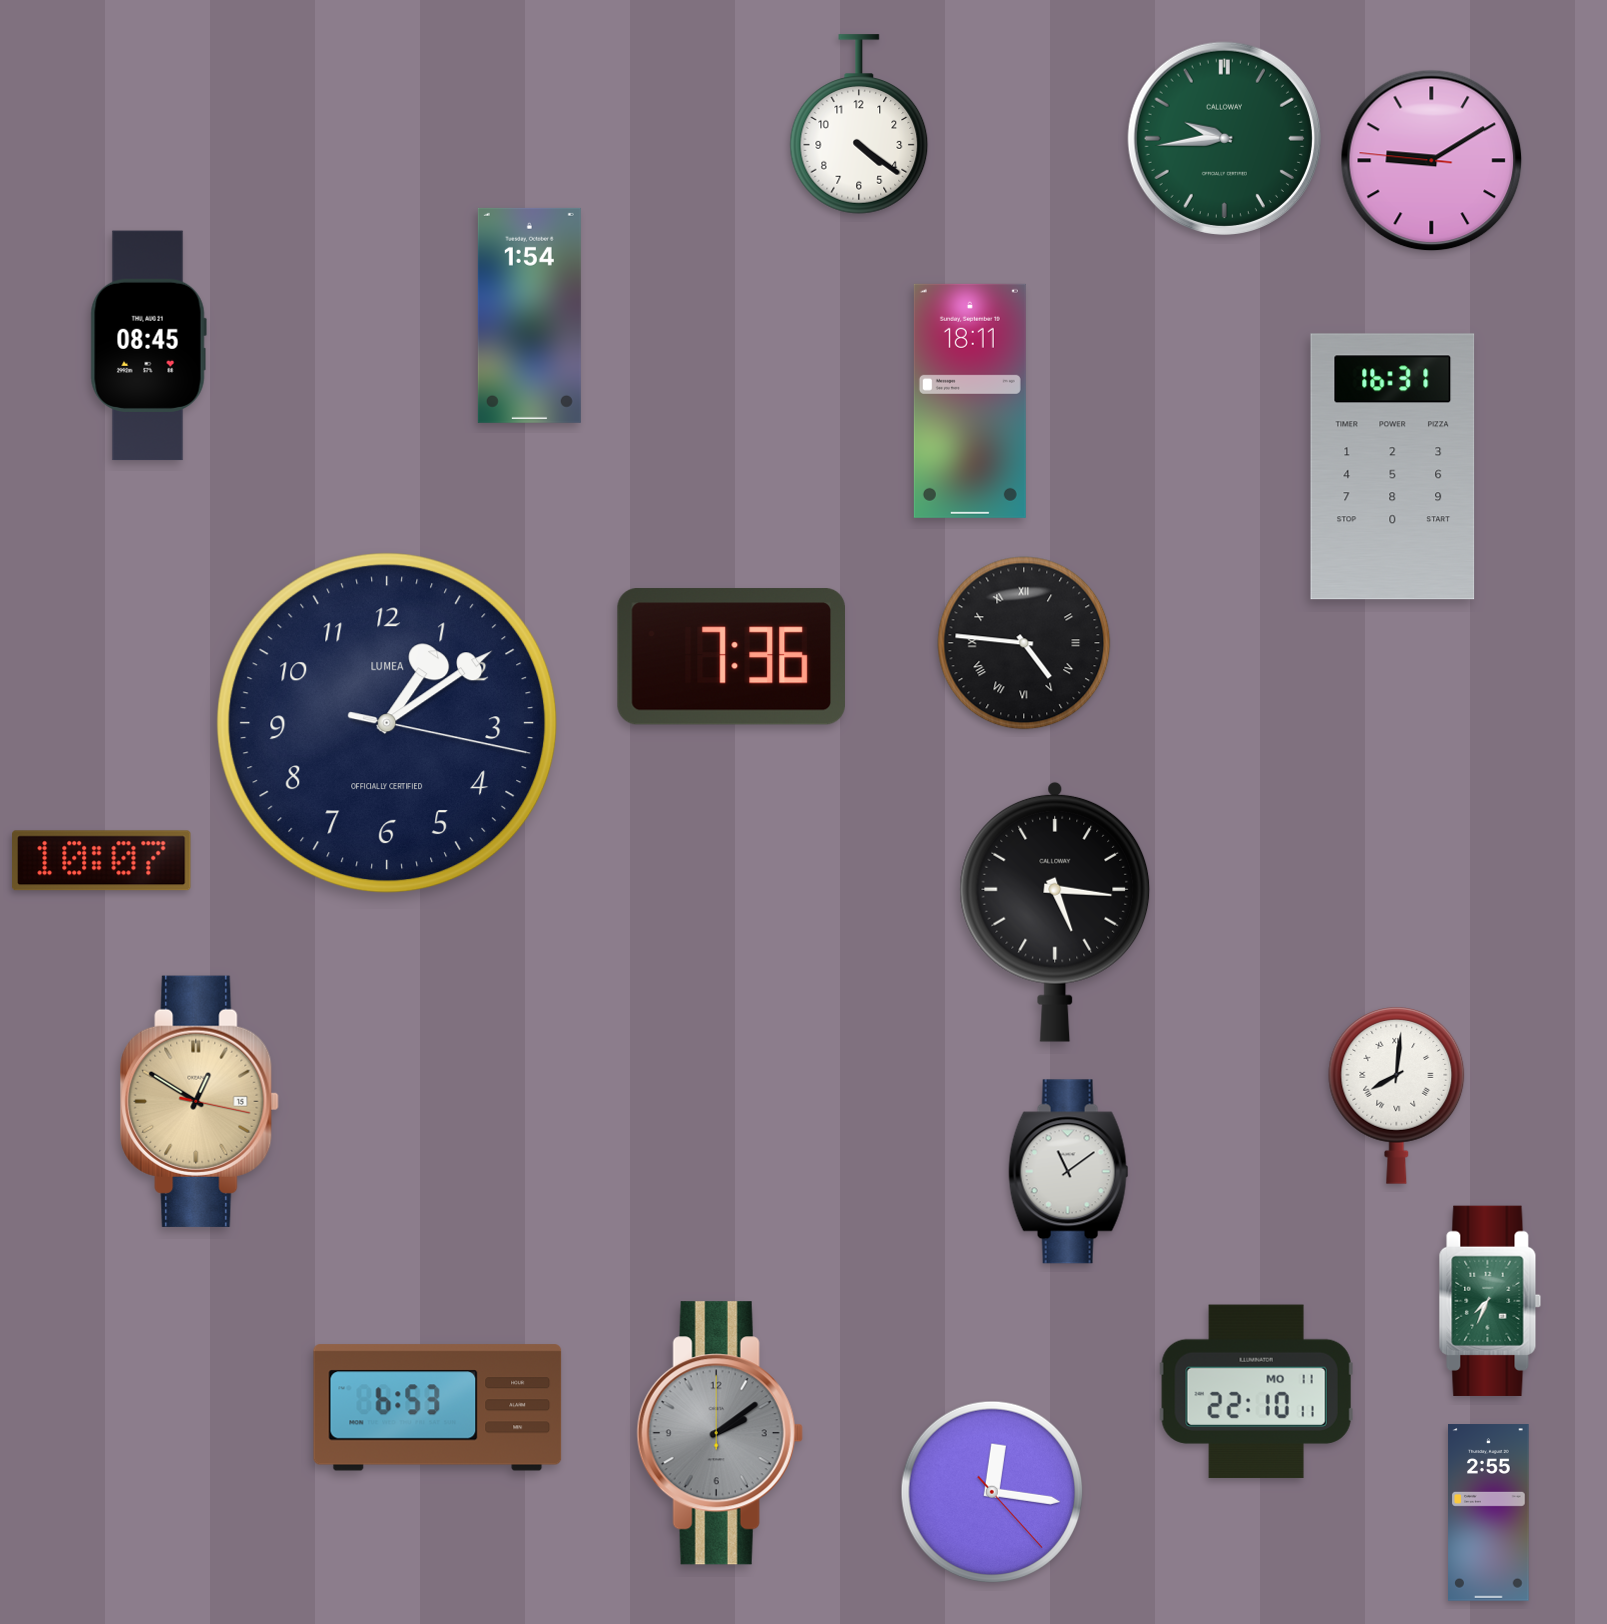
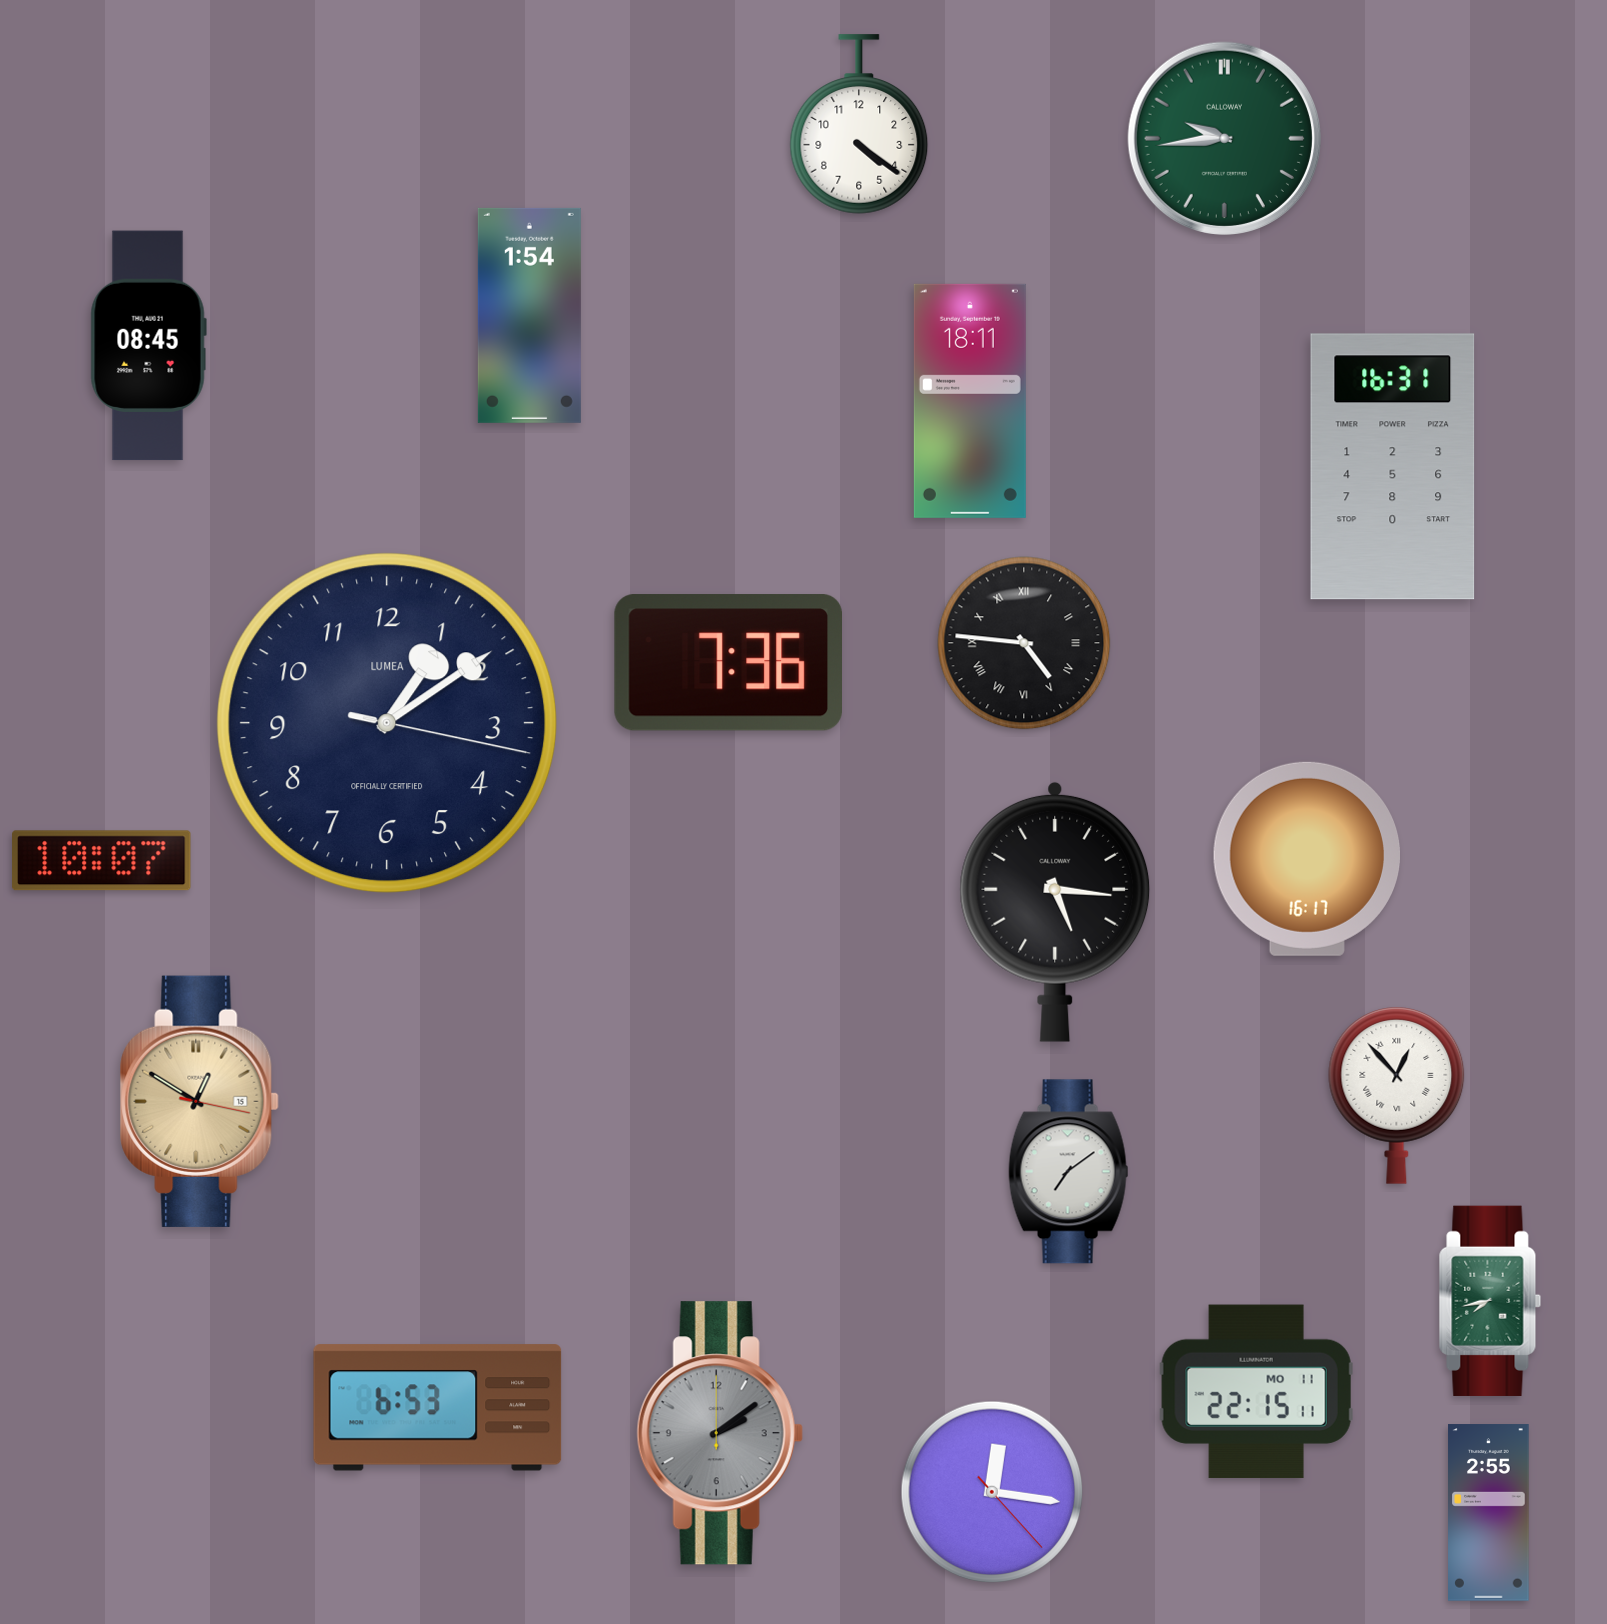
clock at (1432, 161): 9:09 -> none
clock at (731, 657) position: (731, 657) -> (728, 663)
clock at (1306, 859): none -> 16:17
clock at (1397, 1095): 8:01 -> 12:53
clock at (1069, 1172): 11:09 -> 7:09
clock at (1490, 1301): 7:34 -> 7:43
clock at (1256, 1392): 22:10 -> 22:15
